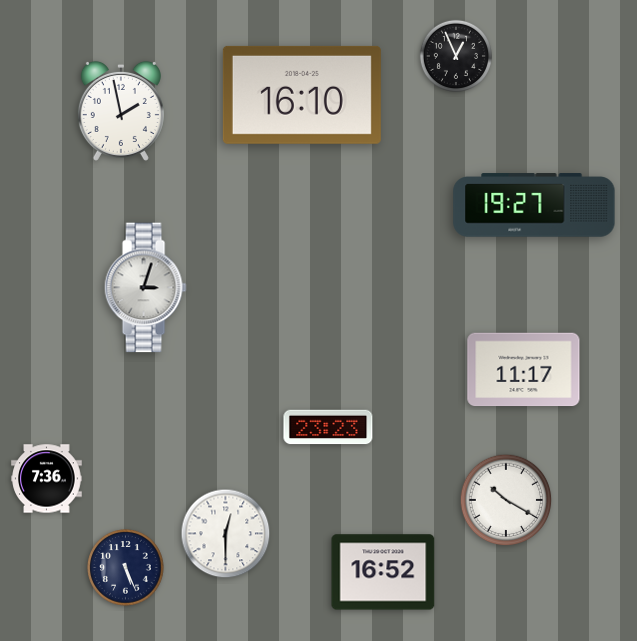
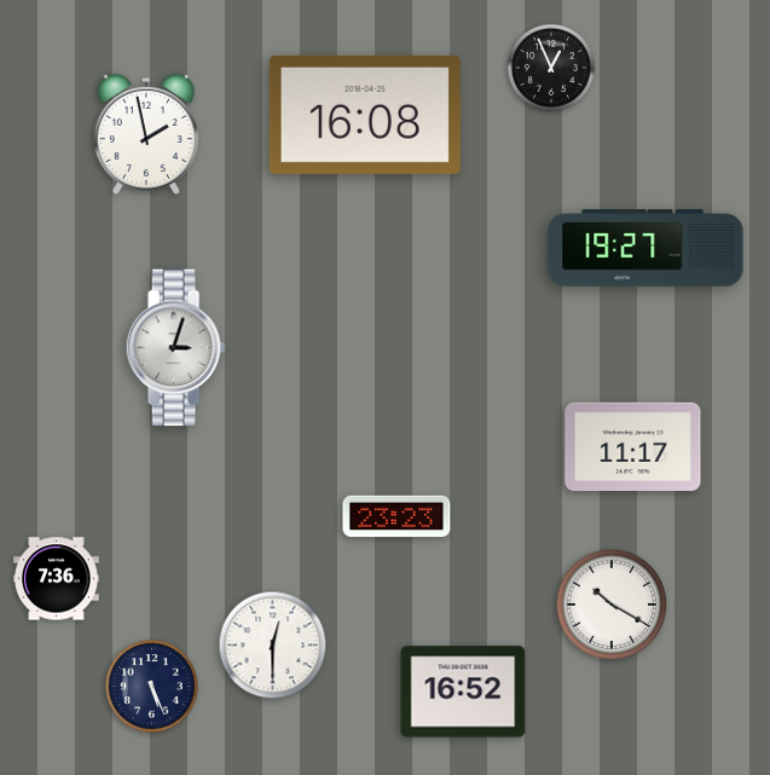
clock at (302, 95): 16:10 -> 16:08
